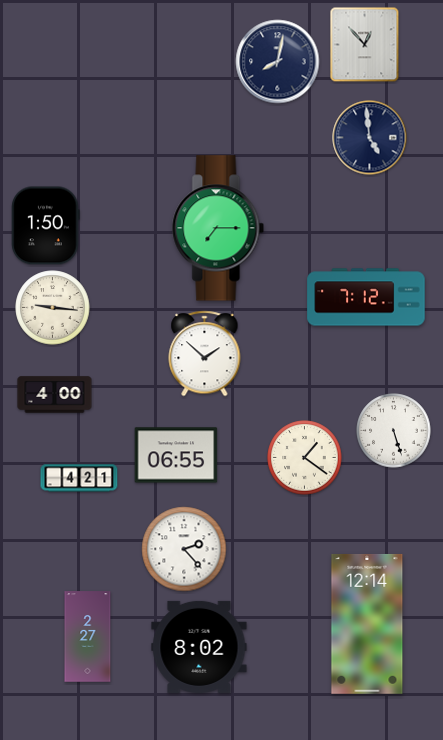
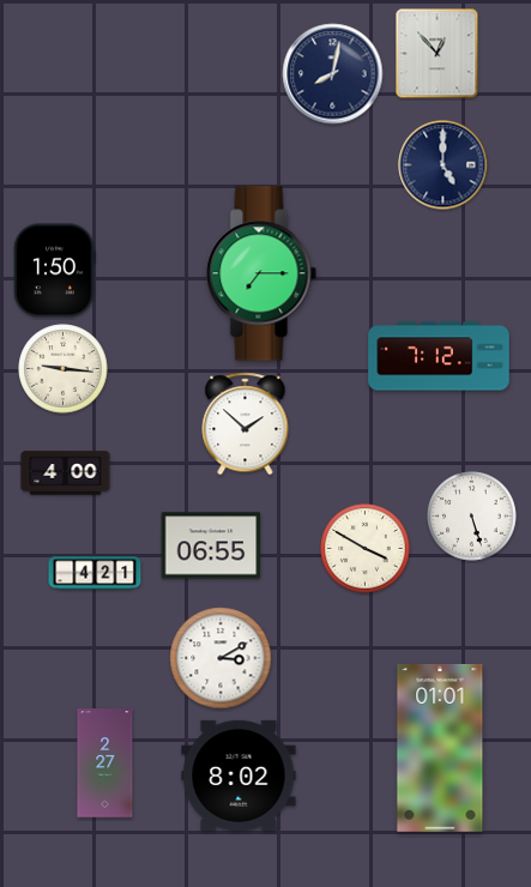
clock at (370, 138): 4:59 -> 5:00
clock at (305, 458): 1:21 -> 3:50
clock at (184, 549): 2:23 -> 3:10
clock at (367, 624): 12:14 -> 01:01
